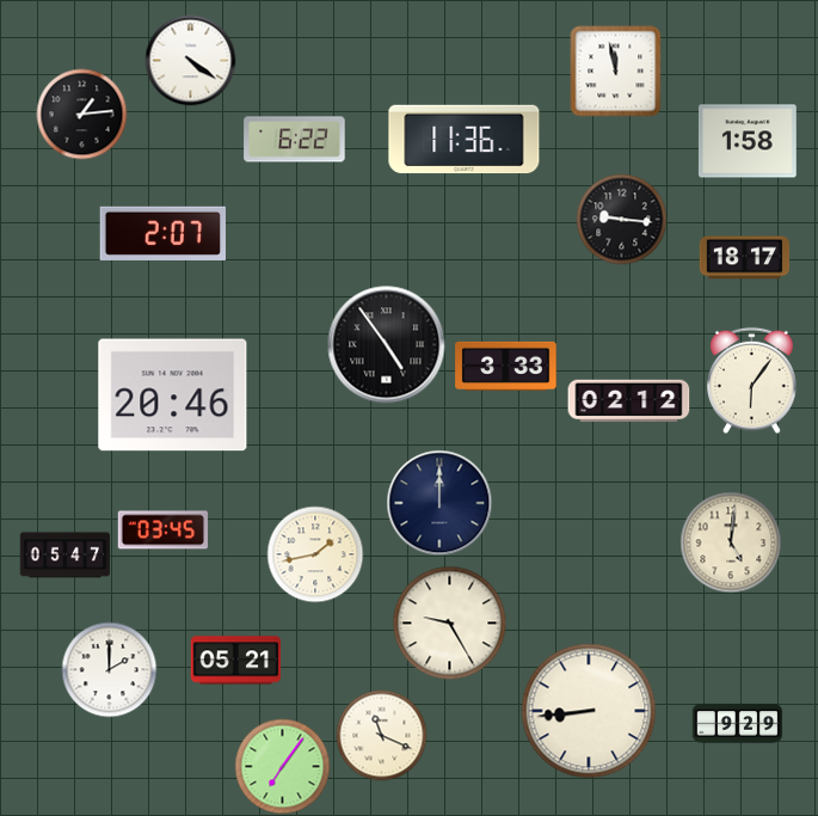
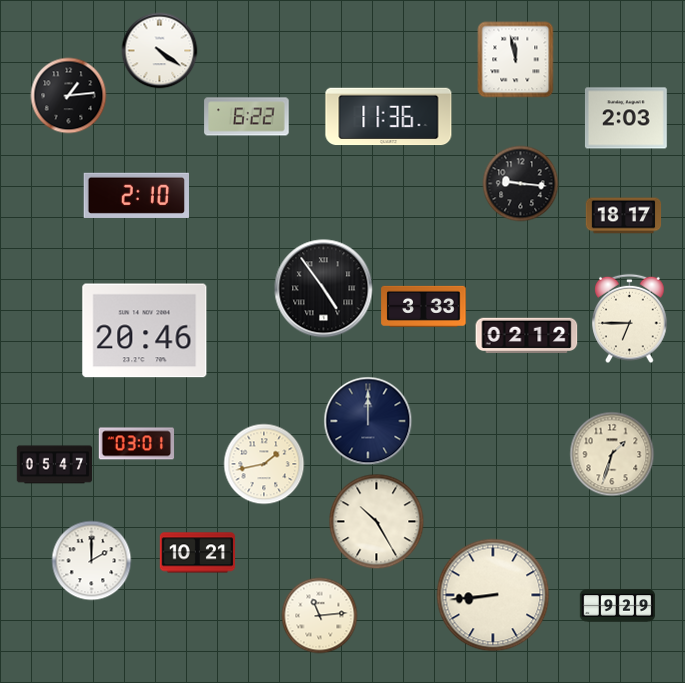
clock at (748, 141): 1:58 -> 2:03
clock at (164, 233): 2:07 -> 2:10
clock at (752, 381): 6:06 -> 6:45
clock at (164, 530): 03:45 -> 03:01
clock at (731, 542): 5:01 -> 1:33
clock at (450, 624): 9:25 -> 10:25
clock at (236, 661): 05:21 -> 10:21
clock at (382, 736): 11:19 -> 11:14
clock at (283, 767): 7:06 -> none
